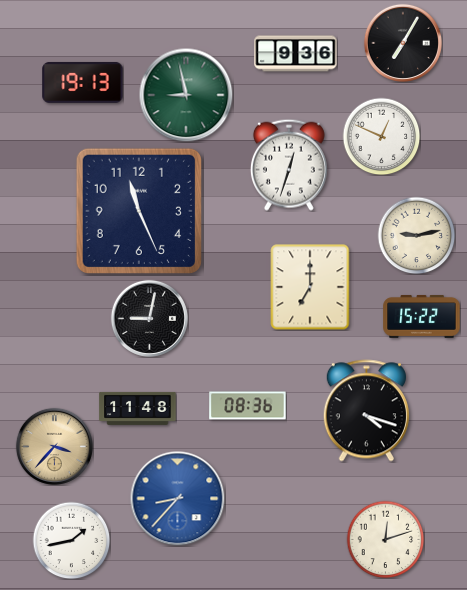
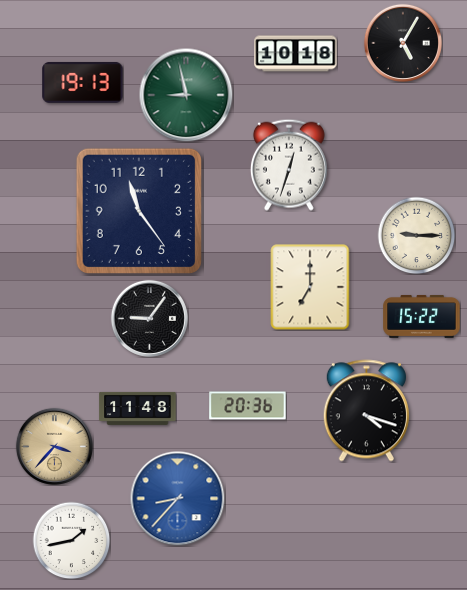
clock at (403, 43): 7:05 -> 5:05
clock at (296, 54): 9:36 -> 10:18
clock at (381, 136): 12:49 -> none
clock at (139, 211): 11:26 -> 11:24
clock at (416, 235): 9:13 -> 9:15
clock at (149, 318): 9:02 -> 9:06
clock at (248, 406): 08:36 -> 20:36
clock at (385, 539): 12:12 -> none
